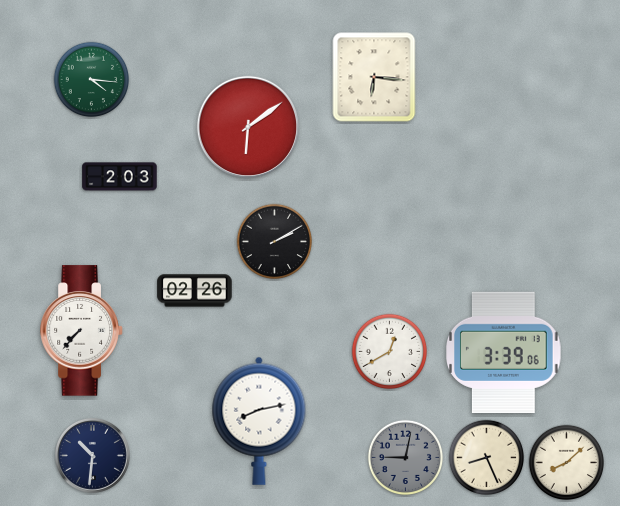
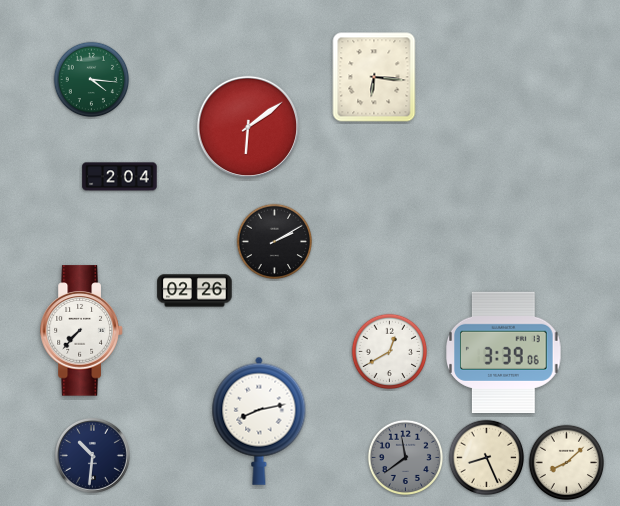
clock at (120, 177): 2:03 -> 2:04
clock at (406, 458): 9:02 -> 11:39
